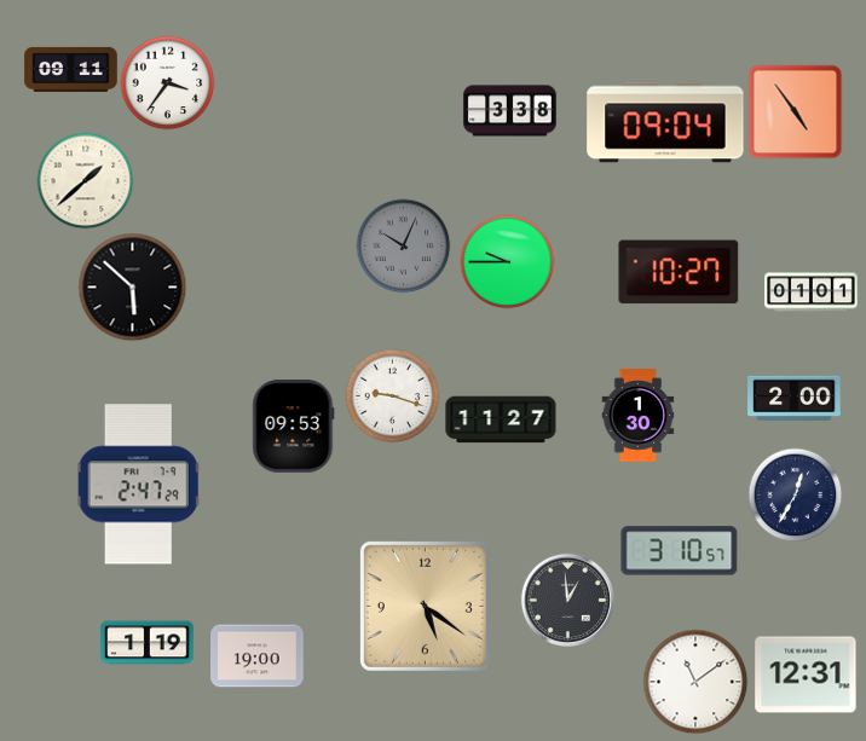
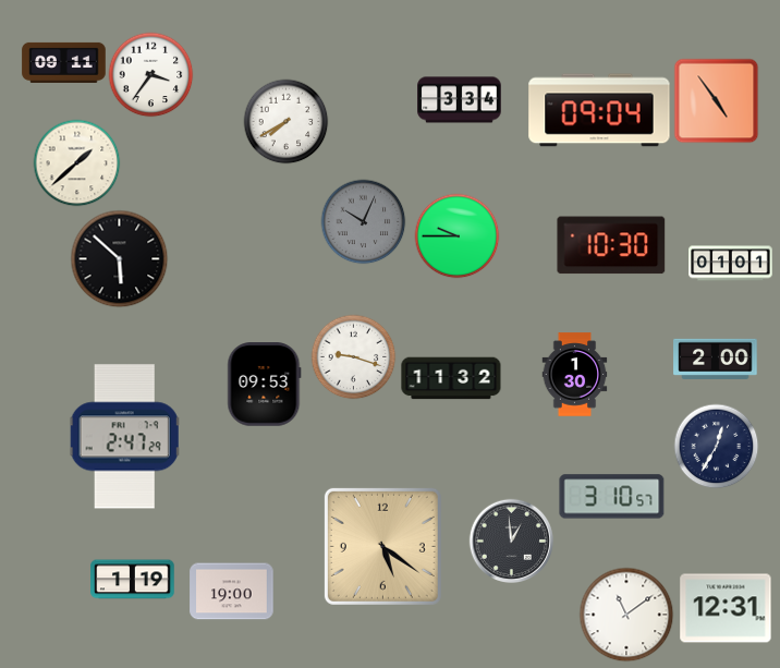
clock at (510, 111): 3:38 -> 3:34
clock at (285, 121): none -> 7:40
clock at (679, 272): 10:27 -> 10:30
clock at (501, 419): 11:27 -> 11:32
